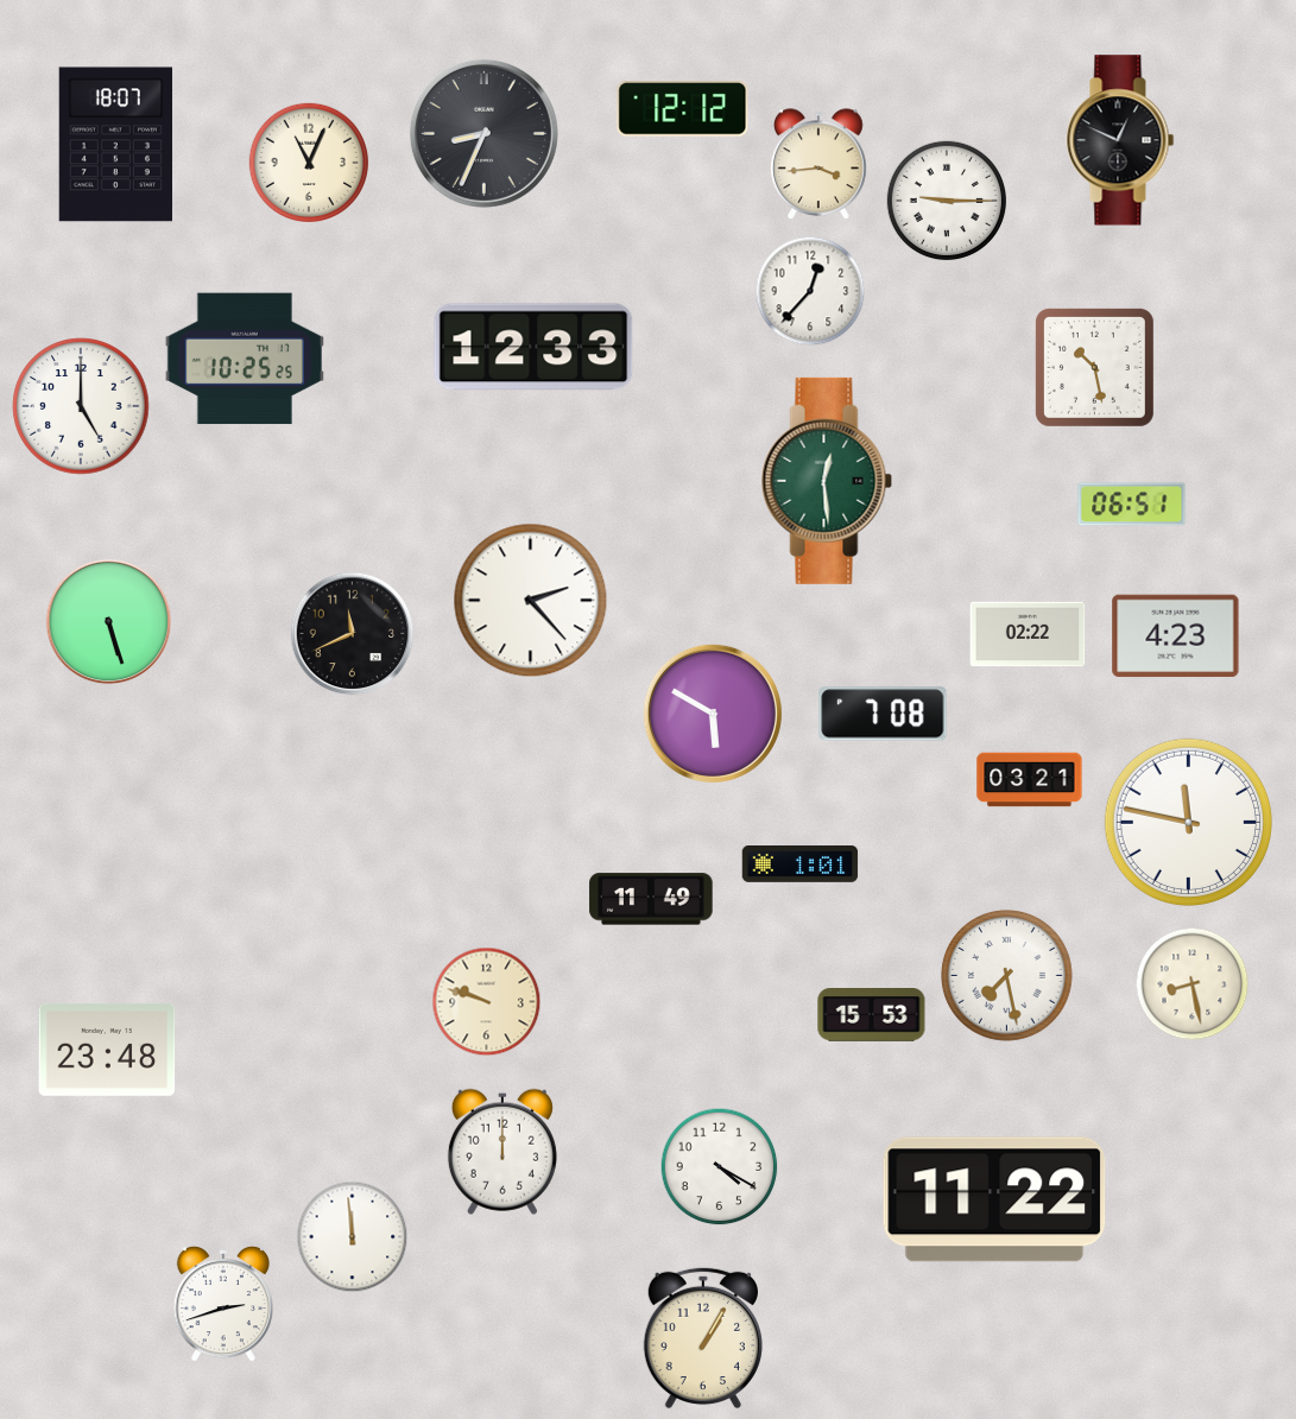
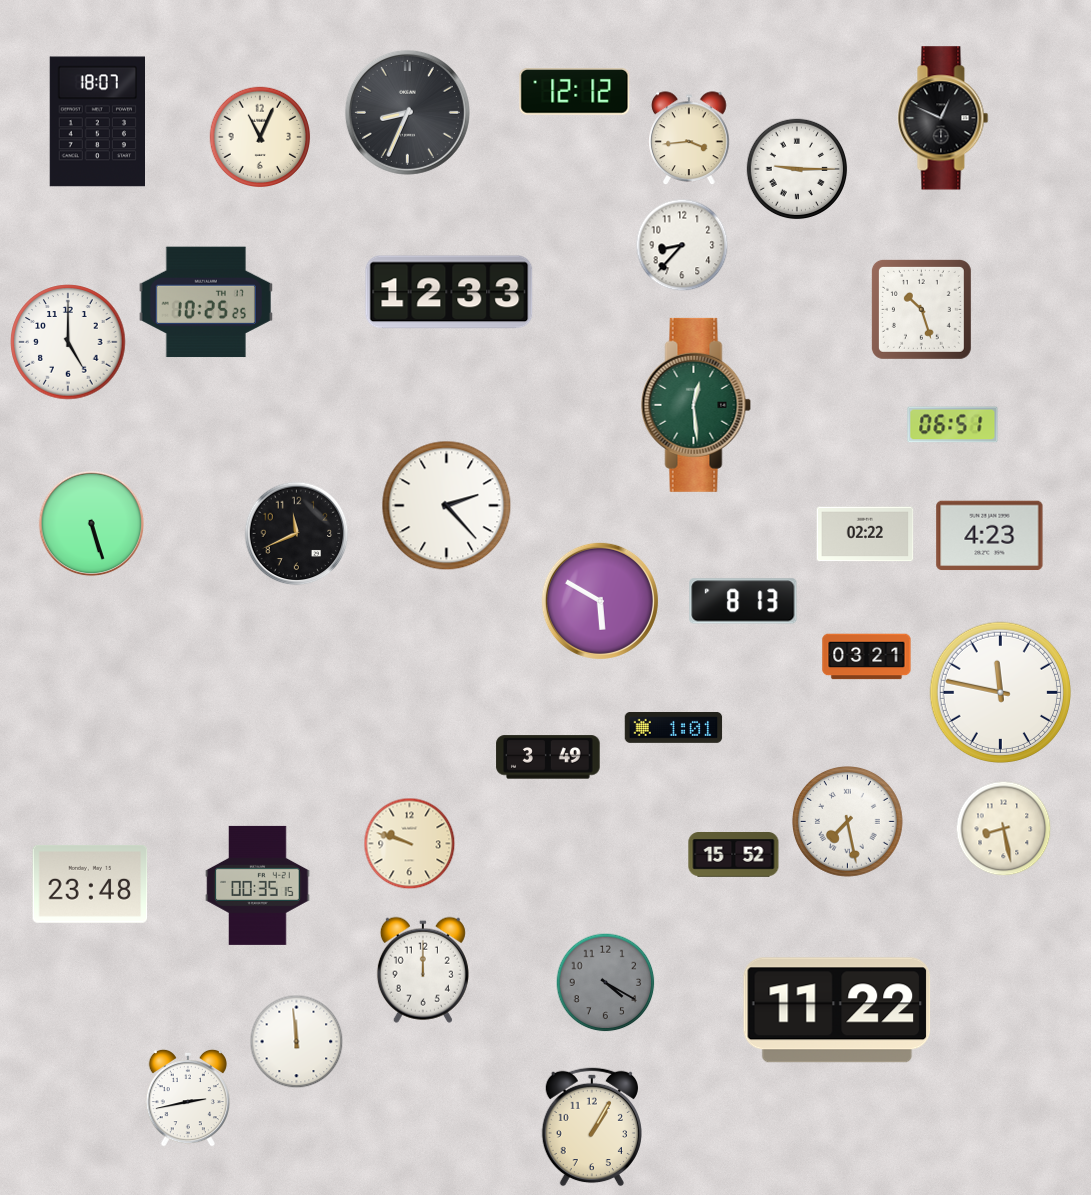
clock at (810, 291): 12:37 -> 8:37
clock at (1094, 367): 10:28 -> 10:27
clock at (883, 714): 7:08 -> 8:13
clock at (651, 899): 11:49 -> 3:49
clock at (872, 1015): 15:53 -> 15:52
clock at (258, 885): none -> 00:35
clock at (720, 1167) dial: white -> grey
clock at (223, 1304): 2:42 -> 2:43
